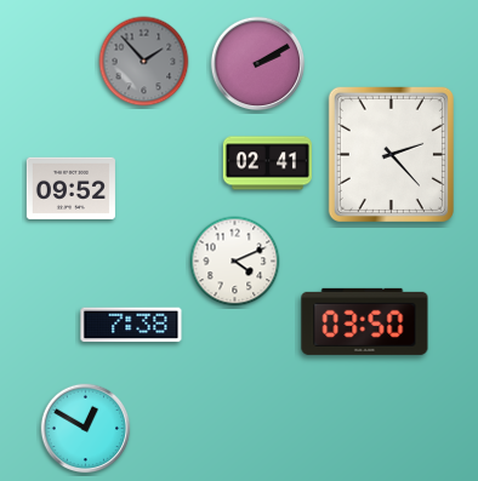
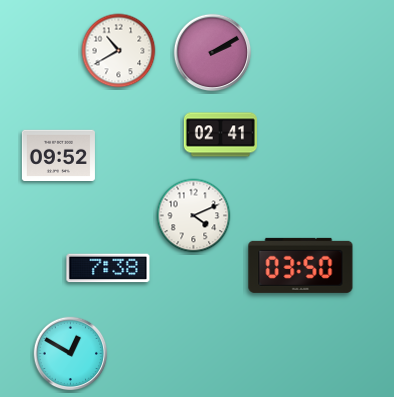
clock at (144, 62): 1:53 -> 10:40
clock at (144, 62) dial: grey -> white
clock at (391, 154): 2:23 -> none
